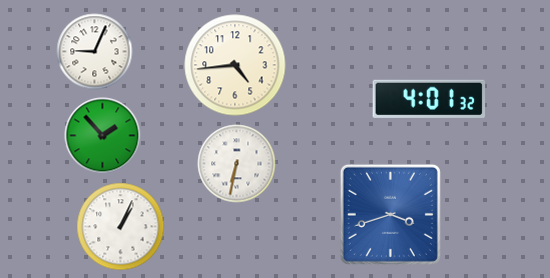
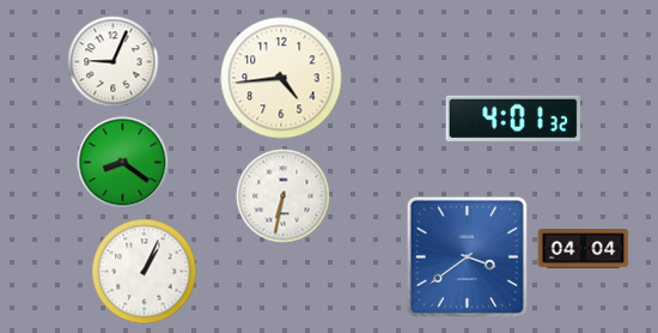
clock at (103, 136): 1:53 -> 8:21
clock at (584, 249): none -> 04:04
clock at (390, 214): 3:42 -> 3:39
